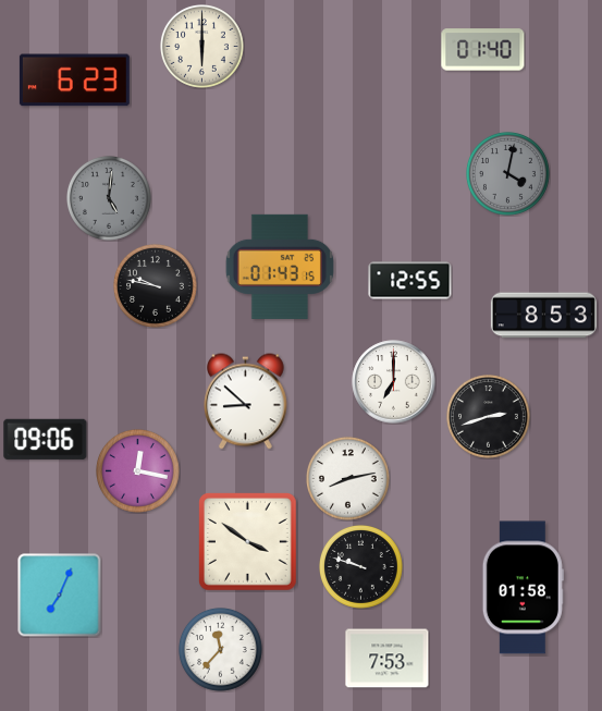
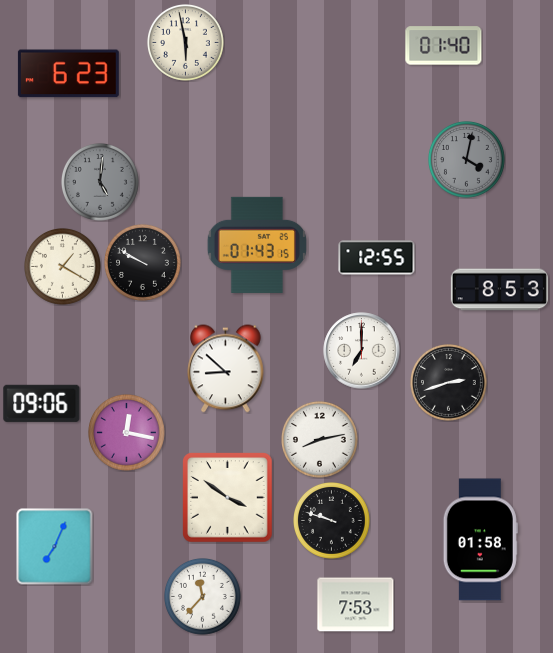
clock at (202, 47): 6:00 -> 5:58
clock at (156, 286): 9:47 -> 9:50
clock at (63, 267): none -> 1:20
